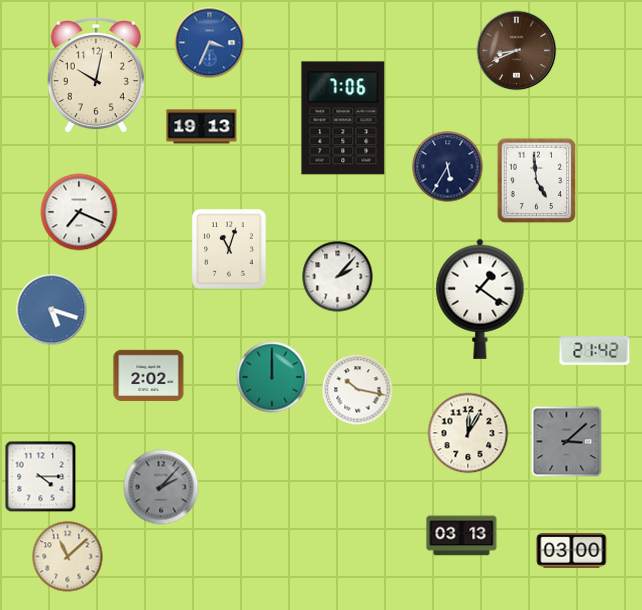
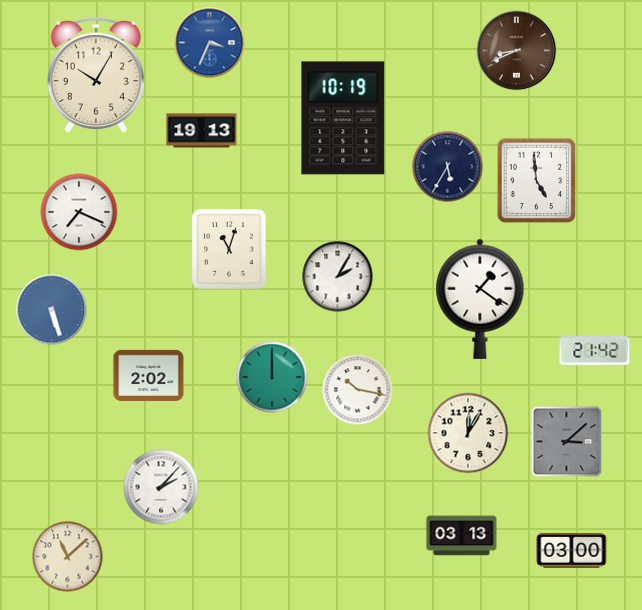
clock at (96, 76): 10:02 -> 10:05
clock at (343, 118): 7:06 -> 10:19
clock at (202, 127) position: (202, 127) -> (202, 131)
clock at (338, 277): 2:07 -> 2:05
clock at (52, 310): 5:18 -> 5:27
clock at (41, 477): 4:15 -> none
clock at (161, 487) dial: grey -> white
